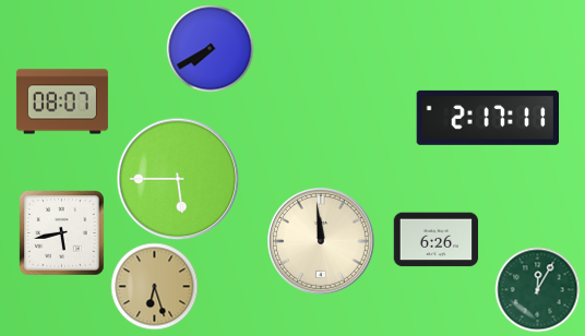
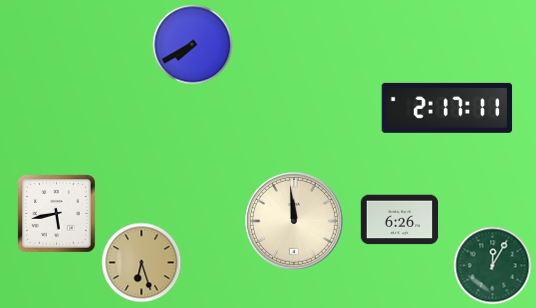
clock at (62, 101): 08:07 -> none
clock at (178, 179): 5:45 -> none
